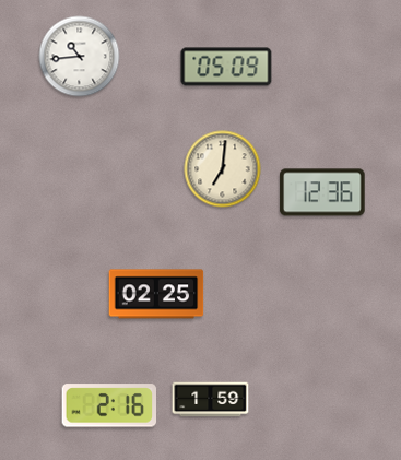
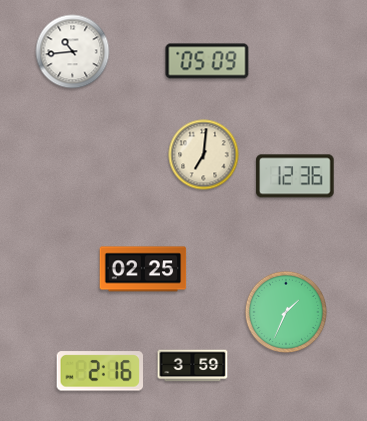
clock at (285, 311): none -> 1:34
clock at (211, 400): 1:59 -> 3:59
